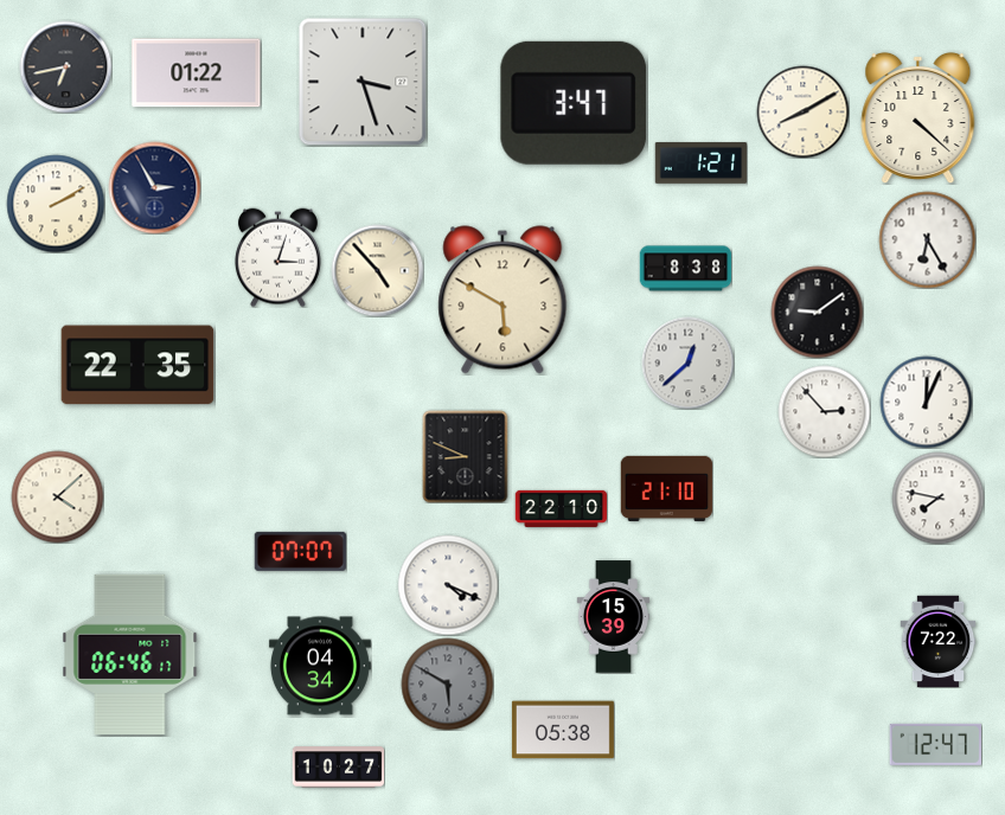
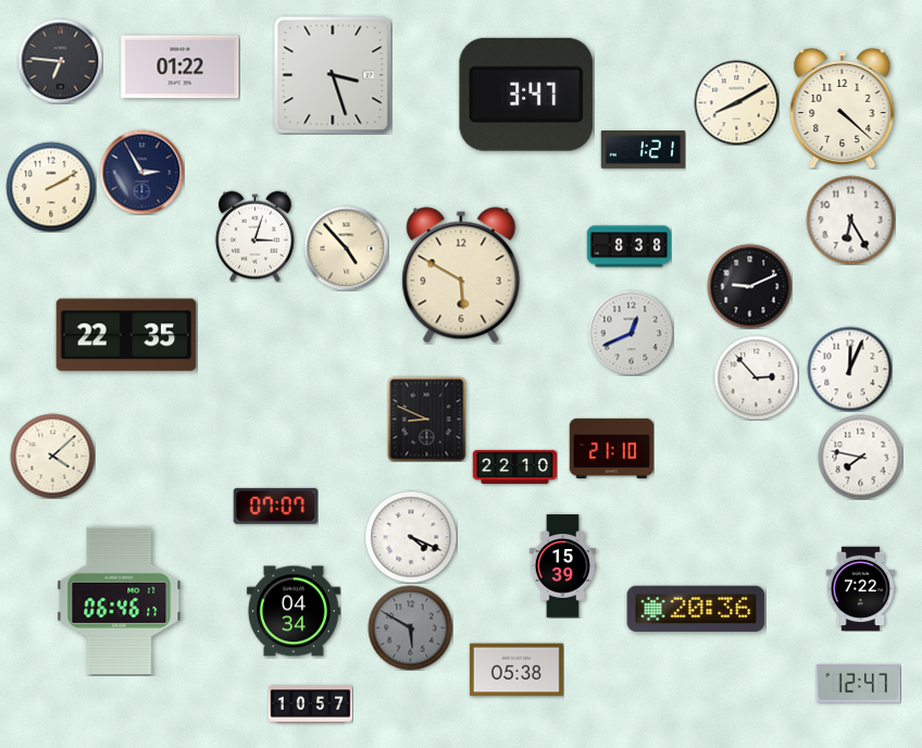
clock at (65, 66): 6:43 -> 6:46
clock at (817, 312): 9:09 -> 9:11
clock at (687, 362): 12:38 -> 12:41
clock at (696, 608): none -> 20:36
clock at (338, 768): 10:27 -> 10:57
